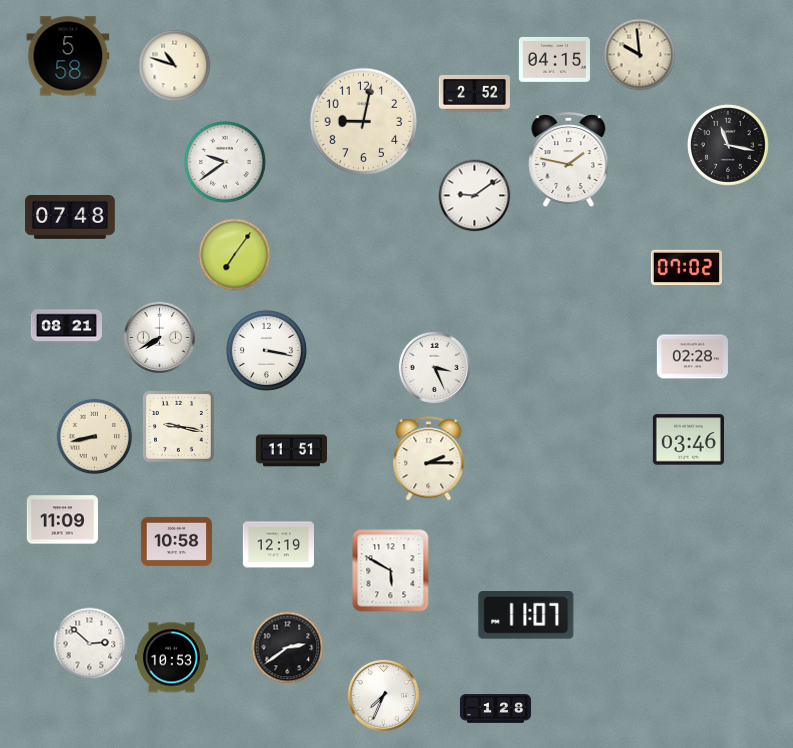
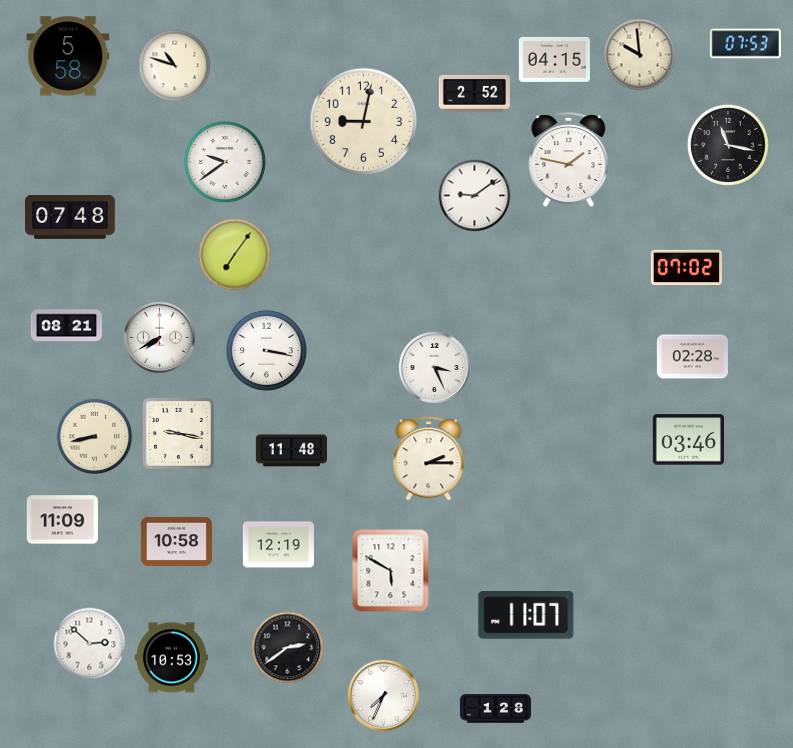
clock at (745, 44): none -> 07:53
clock at (179, 427) position: (179, 427) -> (179, 434)
clock at (291, 451): 11:51 -> 11:48
